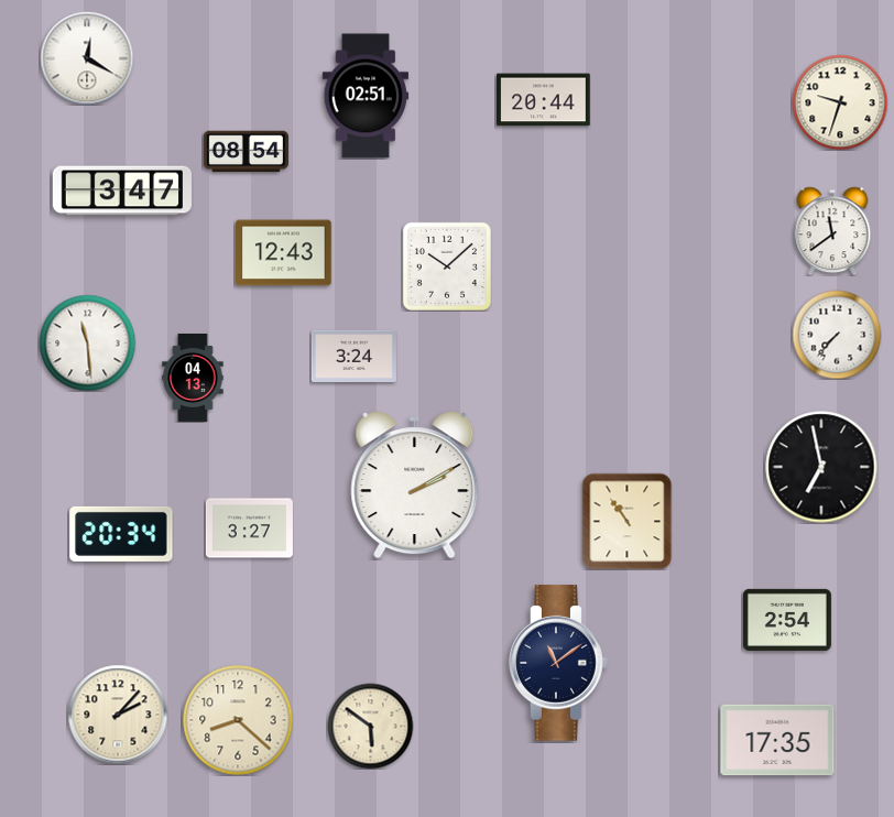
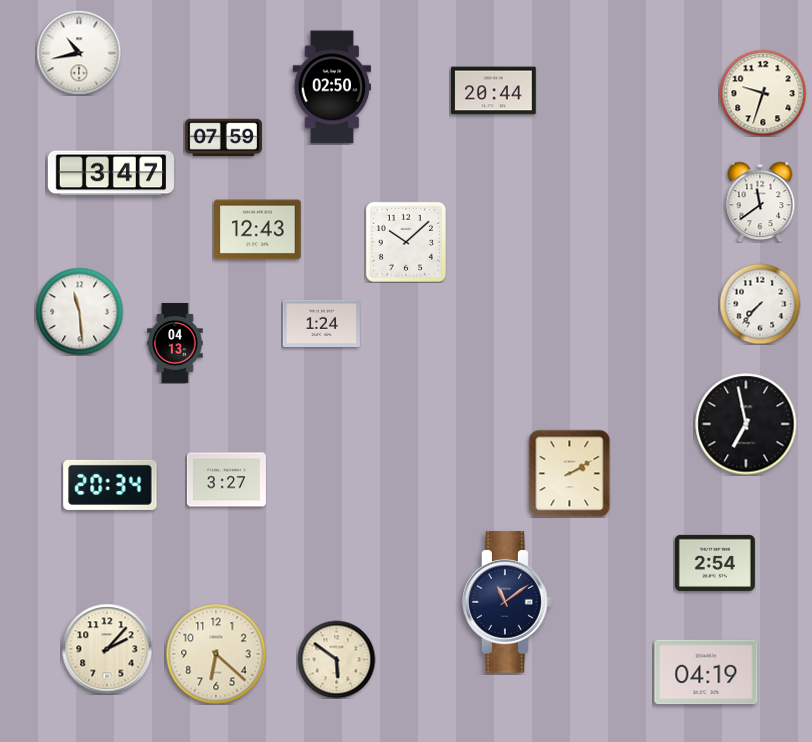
clock at (87, 58): 12:20 -> 10:43
clock at (366, 96): 02:51 -> 02:50
clock at (246, 152): 08:54 -> 07:59
clock at (832, 231) position: (832, 231) -> (760, 202)
clock at (353, 356): 3:24 -> 1:24
clock at (415, 486): 2:10 -> none
clock at (628, 521): 10:54 -> 2:10
clock at (238, 720): 8:22 -> 6:22
clock at (777, 740): 17:35 -> 04:19
